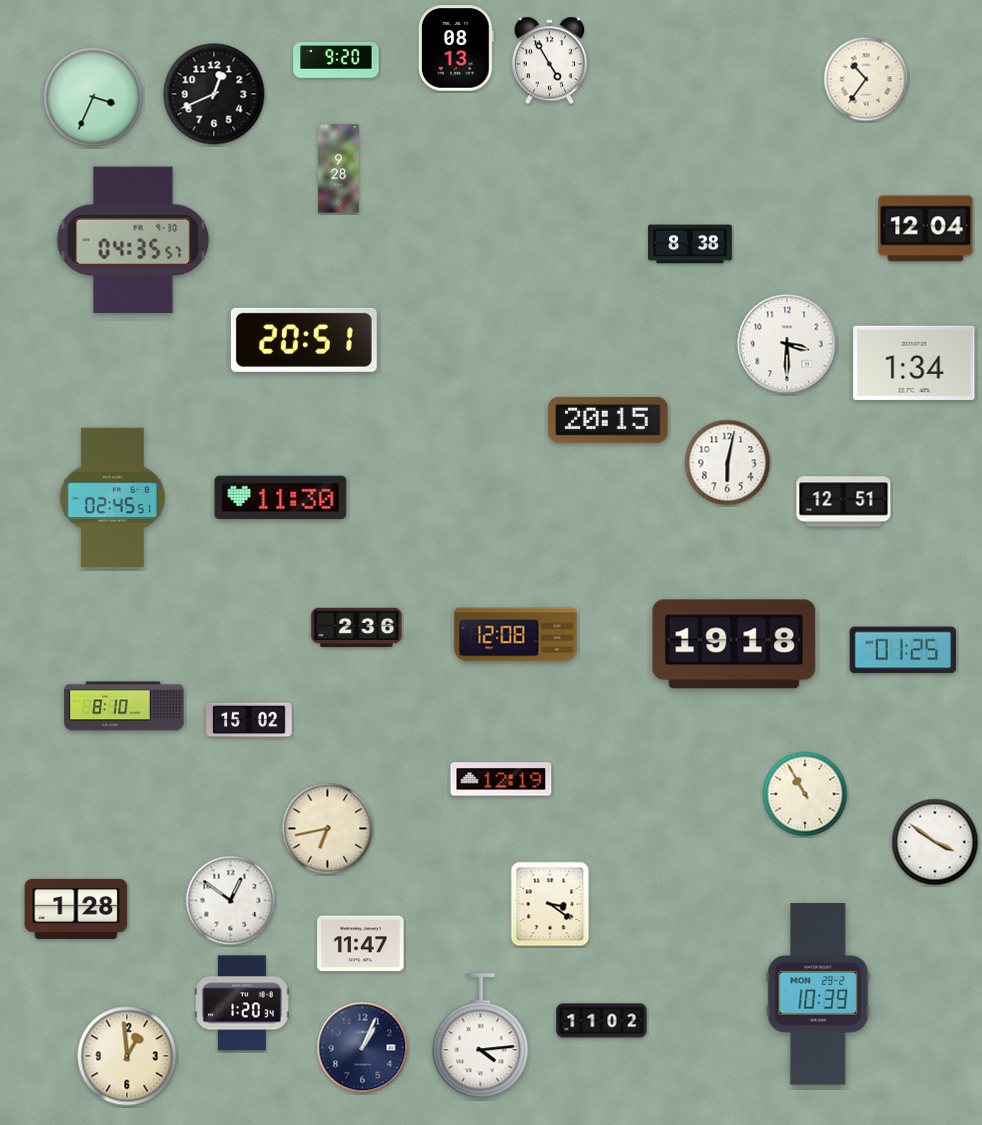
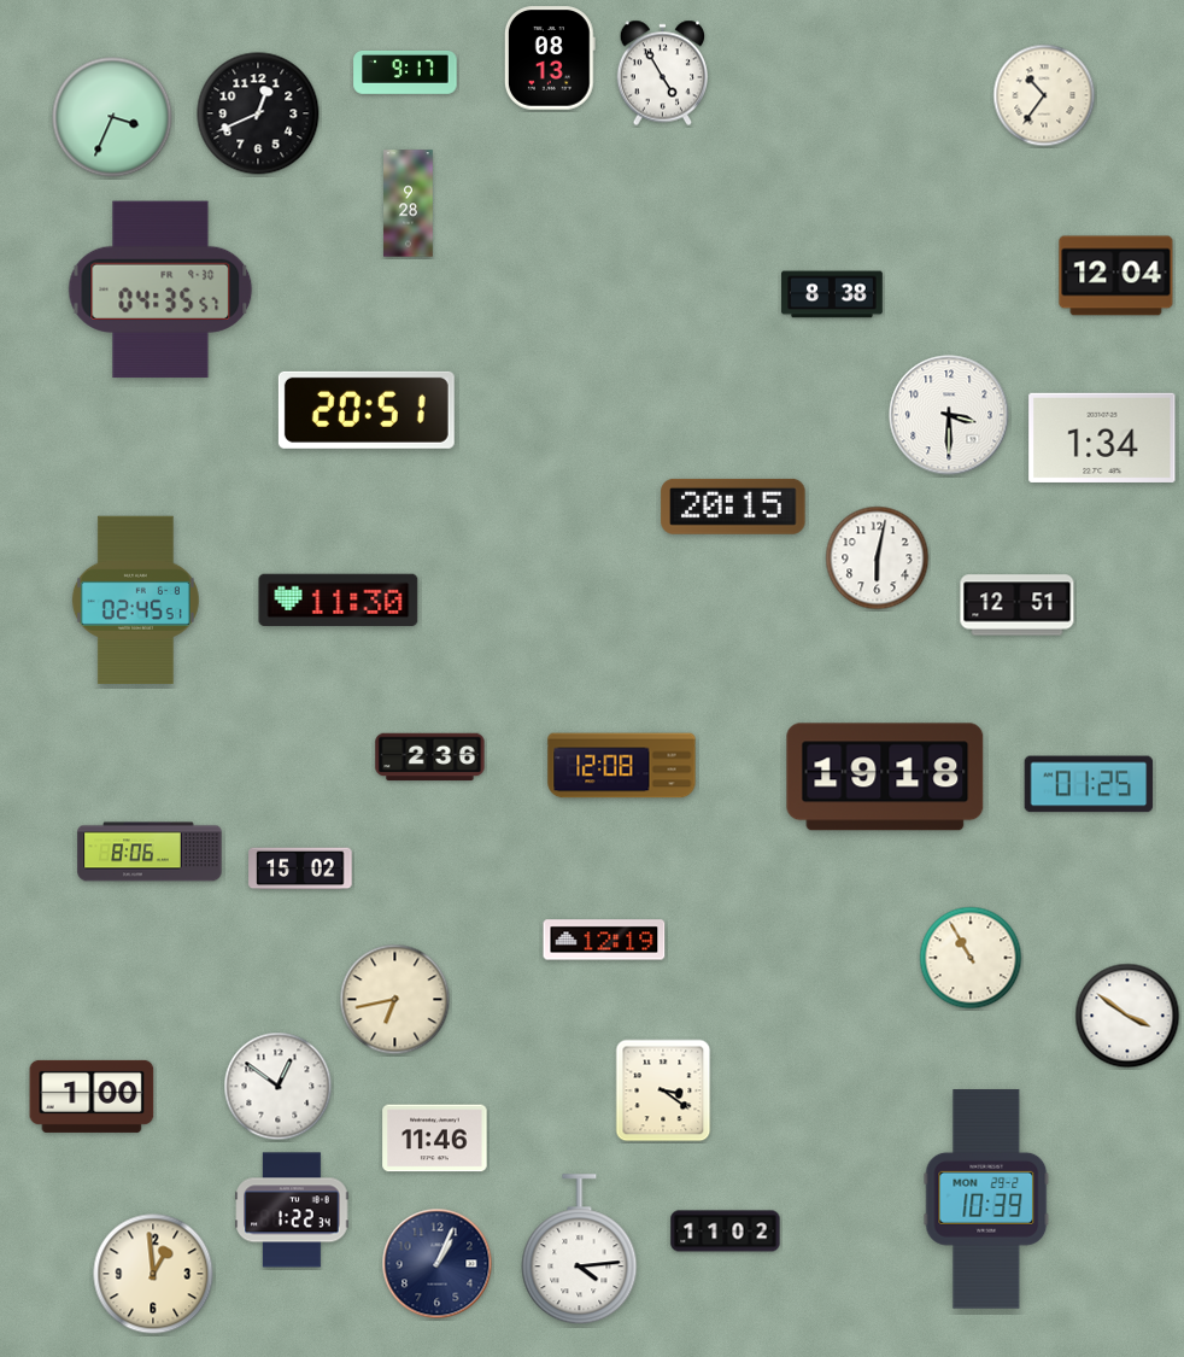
clock at (336, 60): 9:20 -> 9:17
clock at (124, 706): 8:10 -> 8:06
clock at (76, 909): 1:28 -> 1:00
clock at (361, 944): 11:47 -> 11:46
clock at (242, 1003): 1:20 -> 1:22
